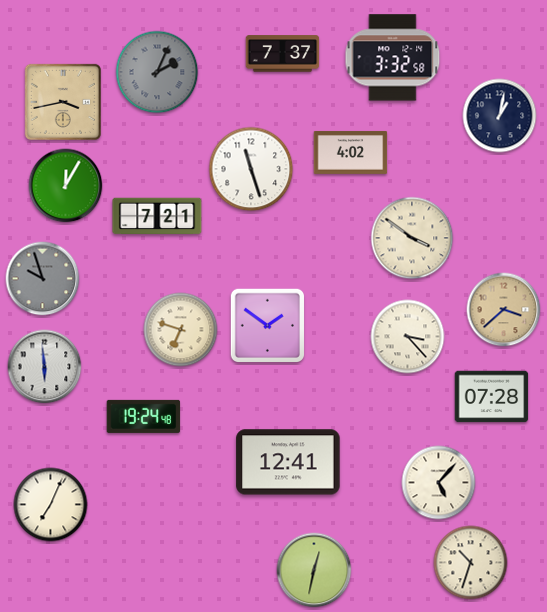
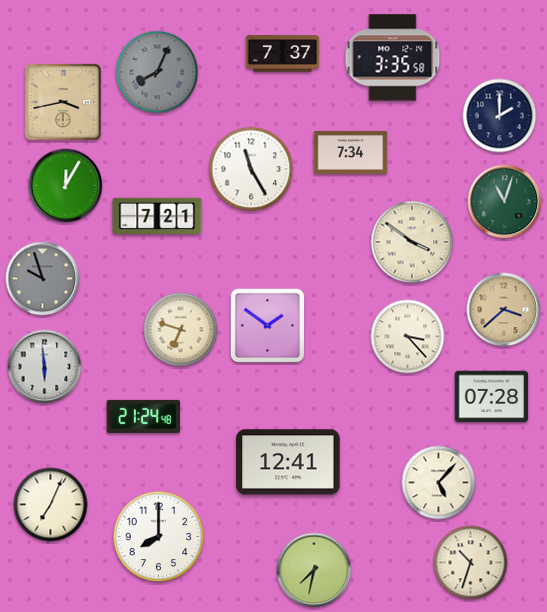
clock at (393, 58): 3:32 -> 3:35
clock at (157, 72): 2:04 -> 8:04
clock at (500, 116): 1:02 -> 2:00
clock at (351, 152): 4:02 -> 7:34
clock at (251, 169): 11:27 -> 11:25
clock at (505, 202): none -> 11:03
clock at (412, 238) position: (412, 238) -> (412, 242)
clock at (144, 416): 19:24 -> 21:24
clock at (159, 537): none -> 8:00
clock at (314, 570): 12:32 -> 7:32
